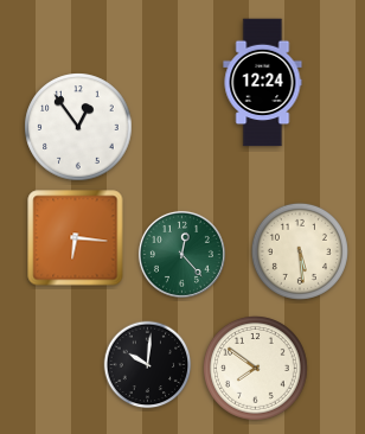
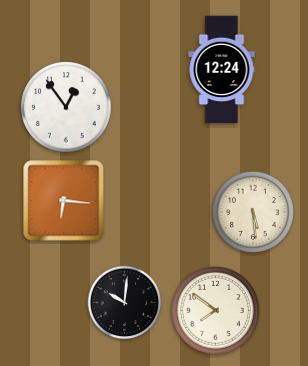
clock at (181, 254): 12:23 -> none
clock at (148, 365) position: (148, 365) -> (125, 303)
